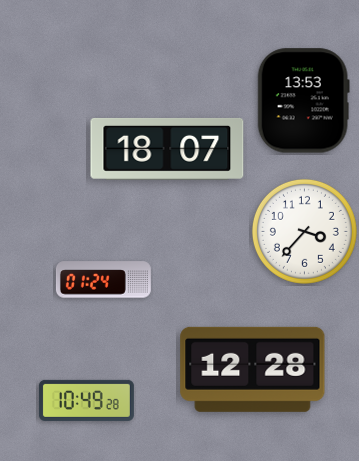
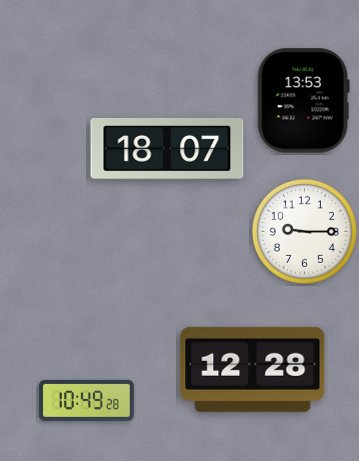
clock at (304, 231): 3:37 -> 9:15
clock at (103, 280): 01:24 -> none
